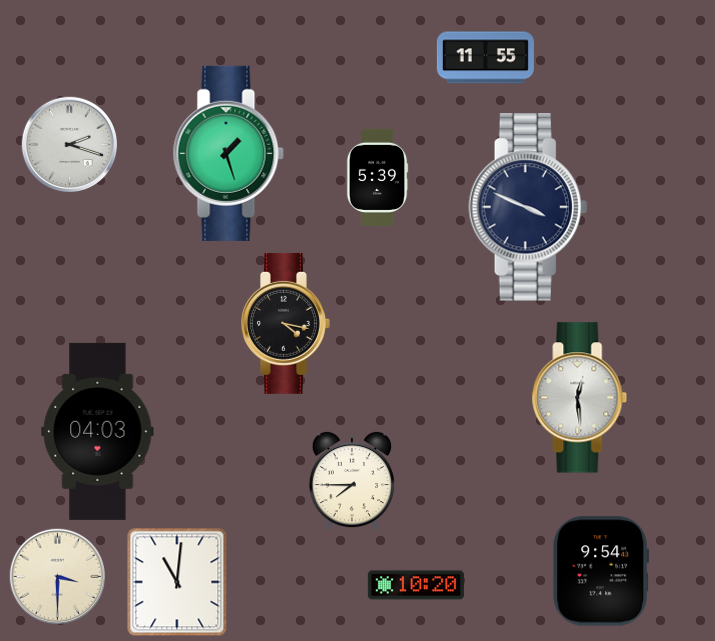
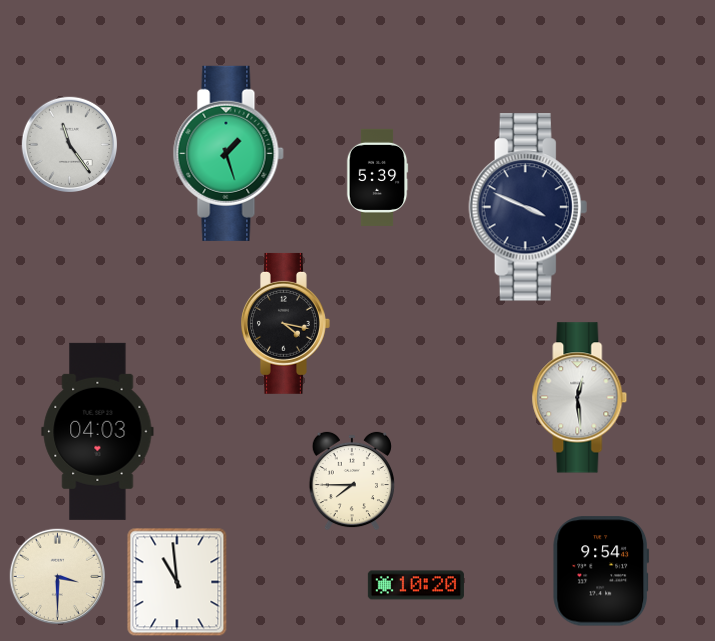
clock at (485, 58): 11:55 -> none
clock at (69, 144): 2:18 -> 11:24
clock at (177, 582): 11:01 -> 10:59
